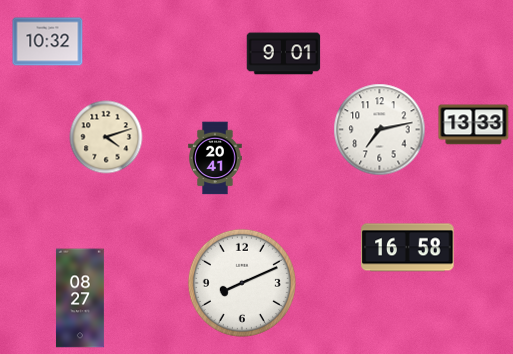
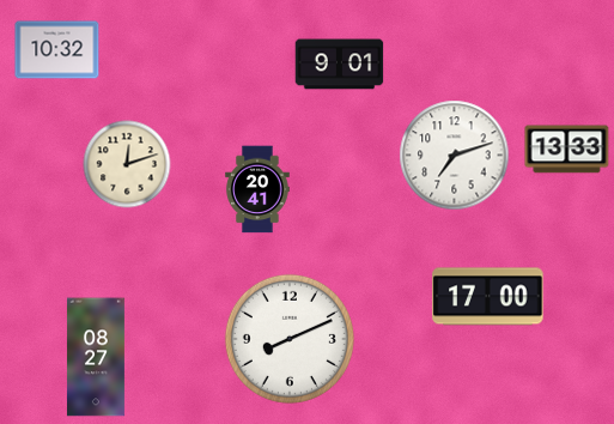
clock at (380, 130): 7:13 -> 7:12
clock at (106, 137): 4:12 -> 12:12
clock at (408, 248): 16:58 -> 17:00
